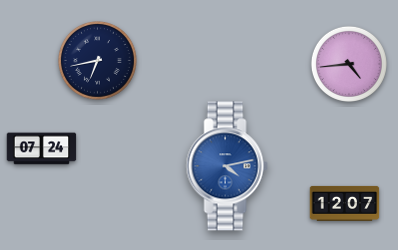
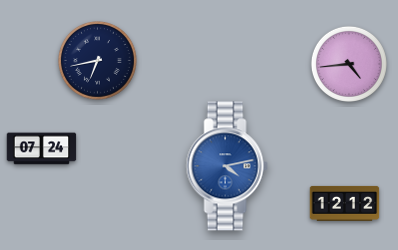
clock at (345, 203): 12:07 -> 12:12
